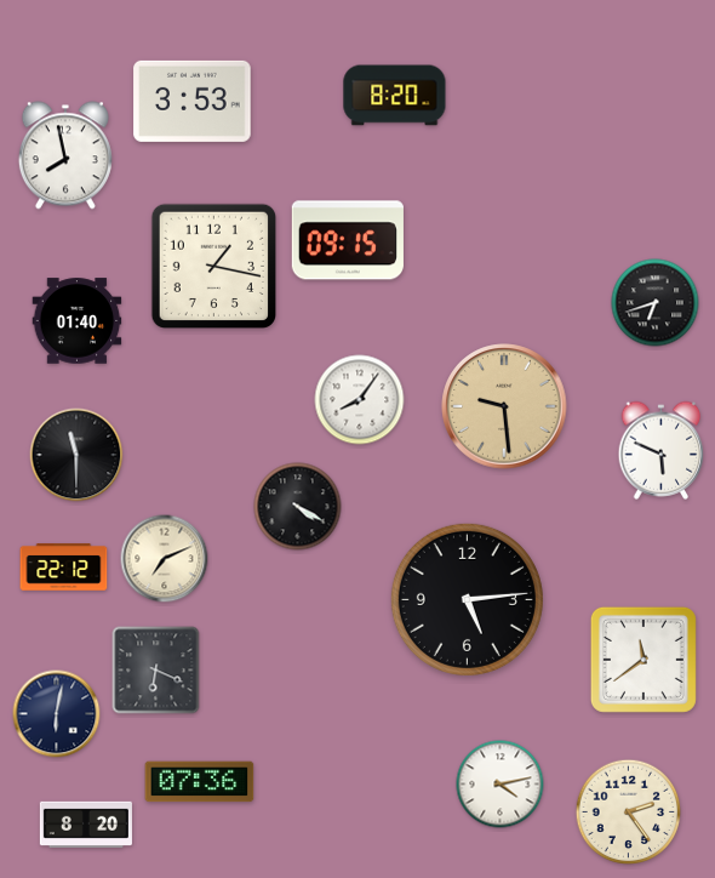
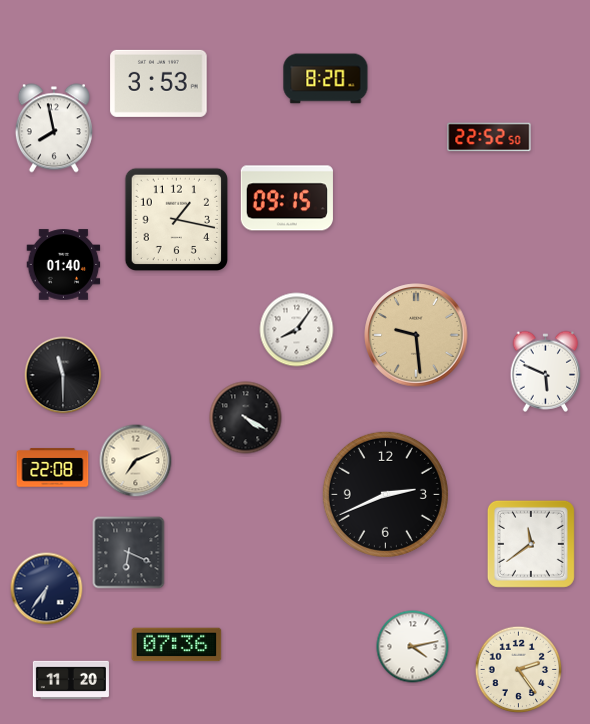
clock at (489, 137): none -> 22:52
clock at (656, 303): 6:42 -> none
clock at (64, 568): 22:12 -> 22:08
clock at (467, 599): 5:14 -> 2:41
clock at (57, 714): 6:02 -> 6:36
clock at (200, 782) position: (200, 782) -> (177, 645)
clock at (86, 825): 8:20 -> 11:20
